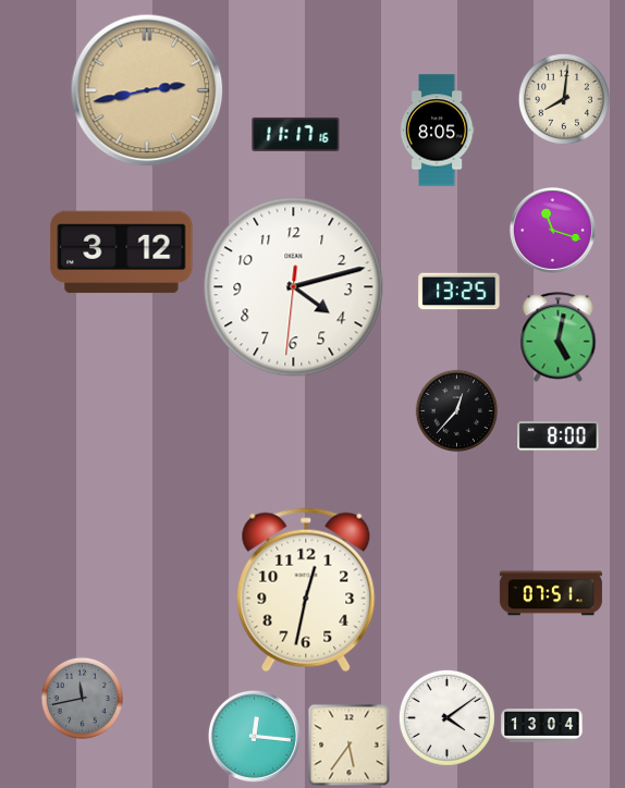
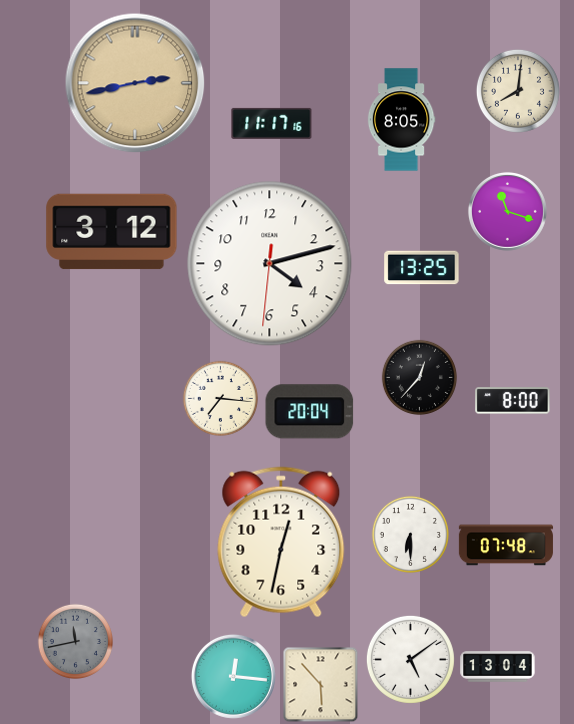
clock at (559, 337): 5:02 -> none
clock at (220, 398): none -> 7:16
clock at (310, 412): none -> 20:04
clock at (410, 534): none -> 6:30
clock at (551, 593): 07:51 -> 07:48
clock at (446, 717): 4:09 -> 5:09
clock at (350, 746): 5:36 -> 5:53
